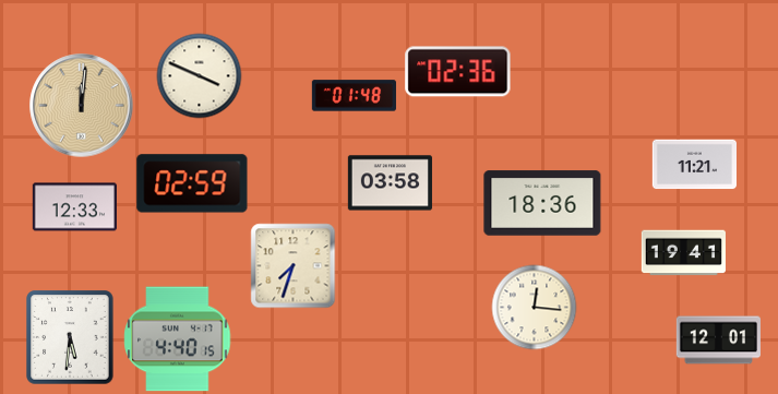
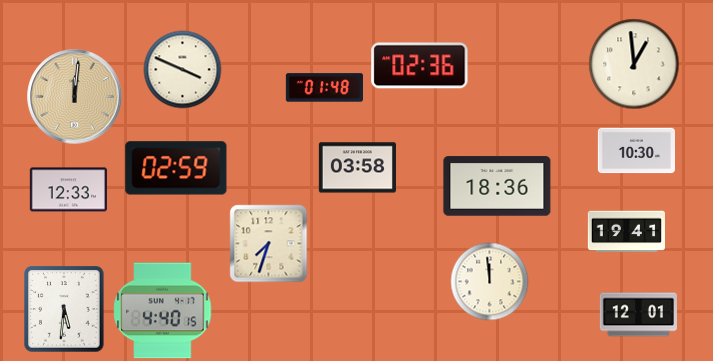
clock at (634, 64): none -> 12:59
clock at (694, 165): 11:21 -> 10:30
clock at (534, 307): 12:16 -> 11:59
clock at (718, 341) position: (718, 341) -> (638, 315)
